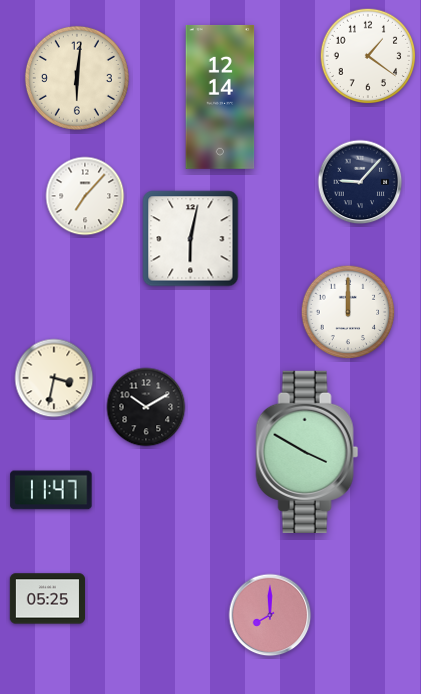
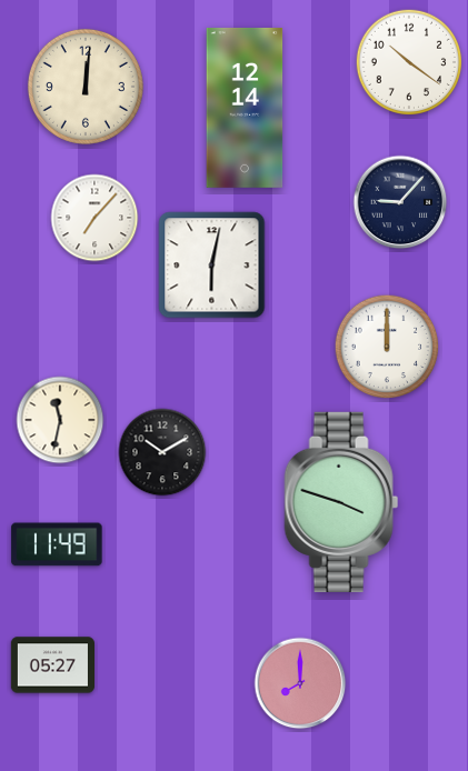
clock at (368, 56): 1:21 -> 10:21
clock at (77, 78): 6:01 -> 12:01
clock at (54, 378): 3:32 -> 11:32
clock at (307, 452): 3:50 -> 3:48
clock at (51, 490): 11:47 -> 11:49
clock at (47, 599): 05:25 -> 05:27
